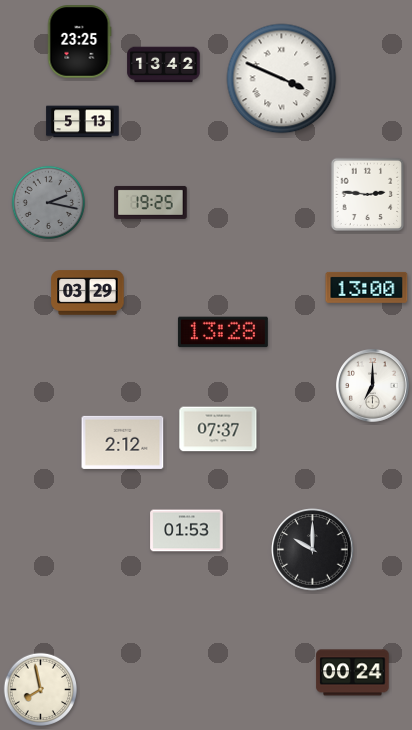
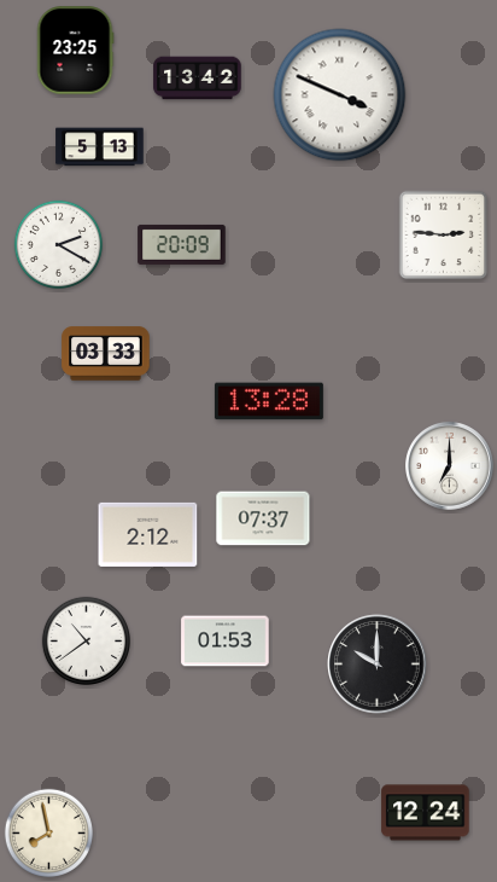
clock at (79, 42) position: (79, 42) -> (75, 51)
clock at (48, 202): 2:17 -> 2:20
clock at (48, 202) dial: grey -> white
clock at (151, 202): 19:25 -> 20:09
clock at (367, 287): 13:00 -> none
clock at (88, 293): 03:29 -> 03:33
clock at (86, 640): none -> 10:39
clock at (353, 673): 00:24 -> 12:24
